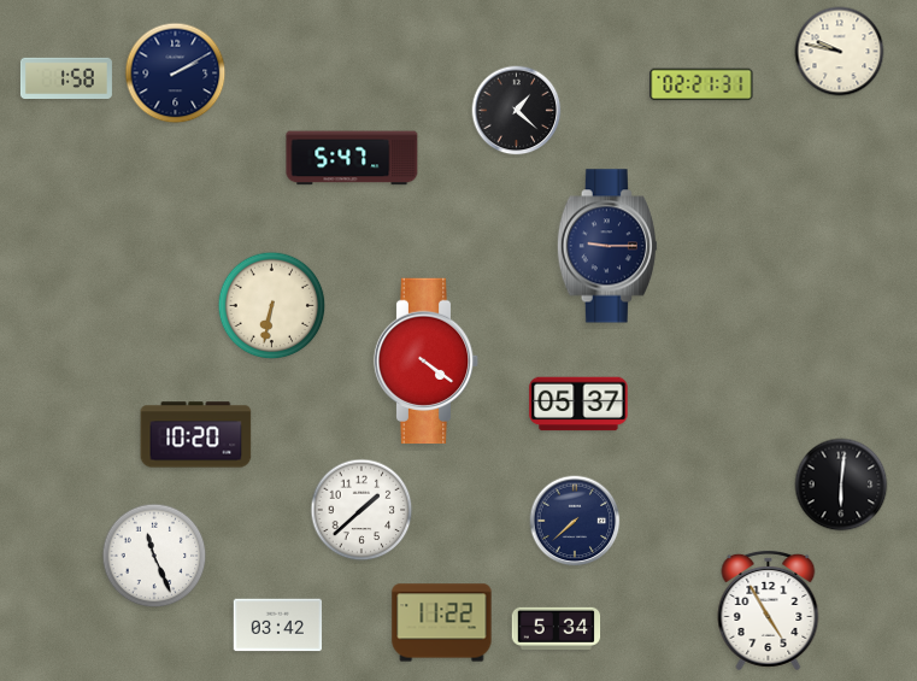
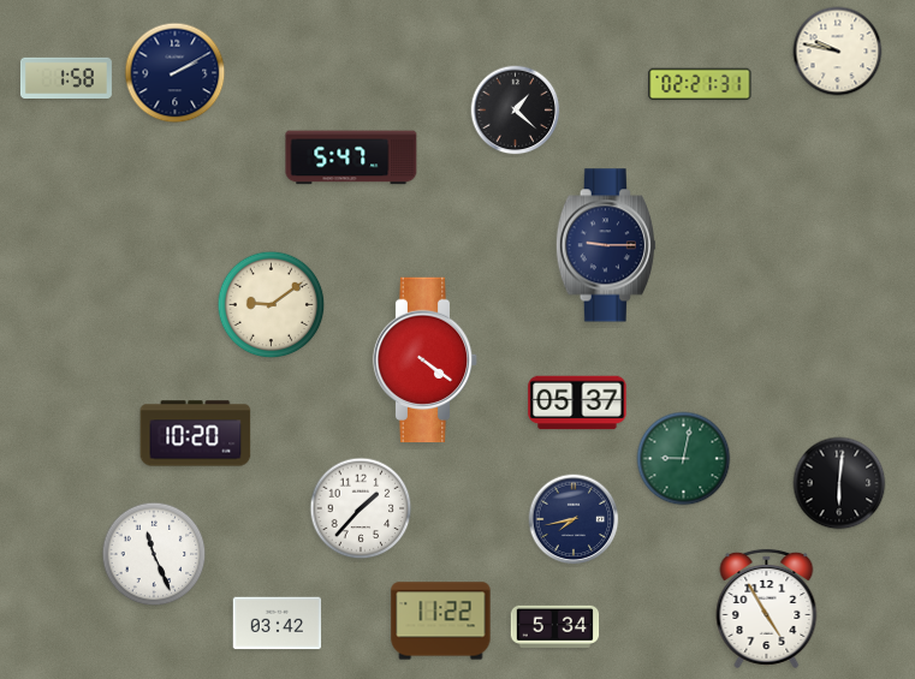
clock at (272, 306): 6:32 -> 9:09
clock at (684, 459): none -> 9:02
clock at (361, 510): 1:38 -> 1:37
clock at (575, 521): 7:38 -> 7:43
